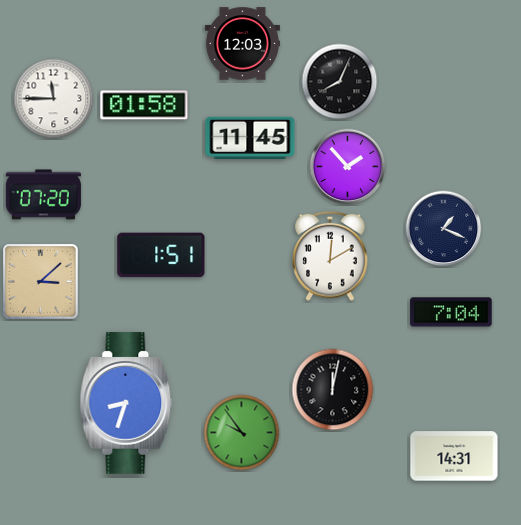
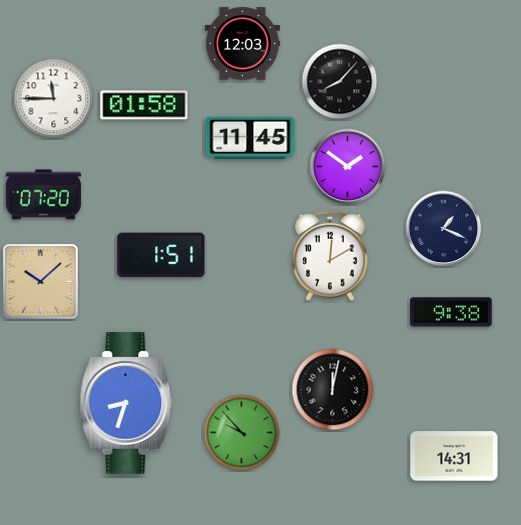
clock at (340, 82): 8:04 -> 8:07
clock at (348, 167): 1:53 -> 1:51
clock at (41, 282): 3:08 -> 10:08
clock at (451, 312): 7:04 -> 9:38
clock at (242, 433): 9:54 -> 9:53
